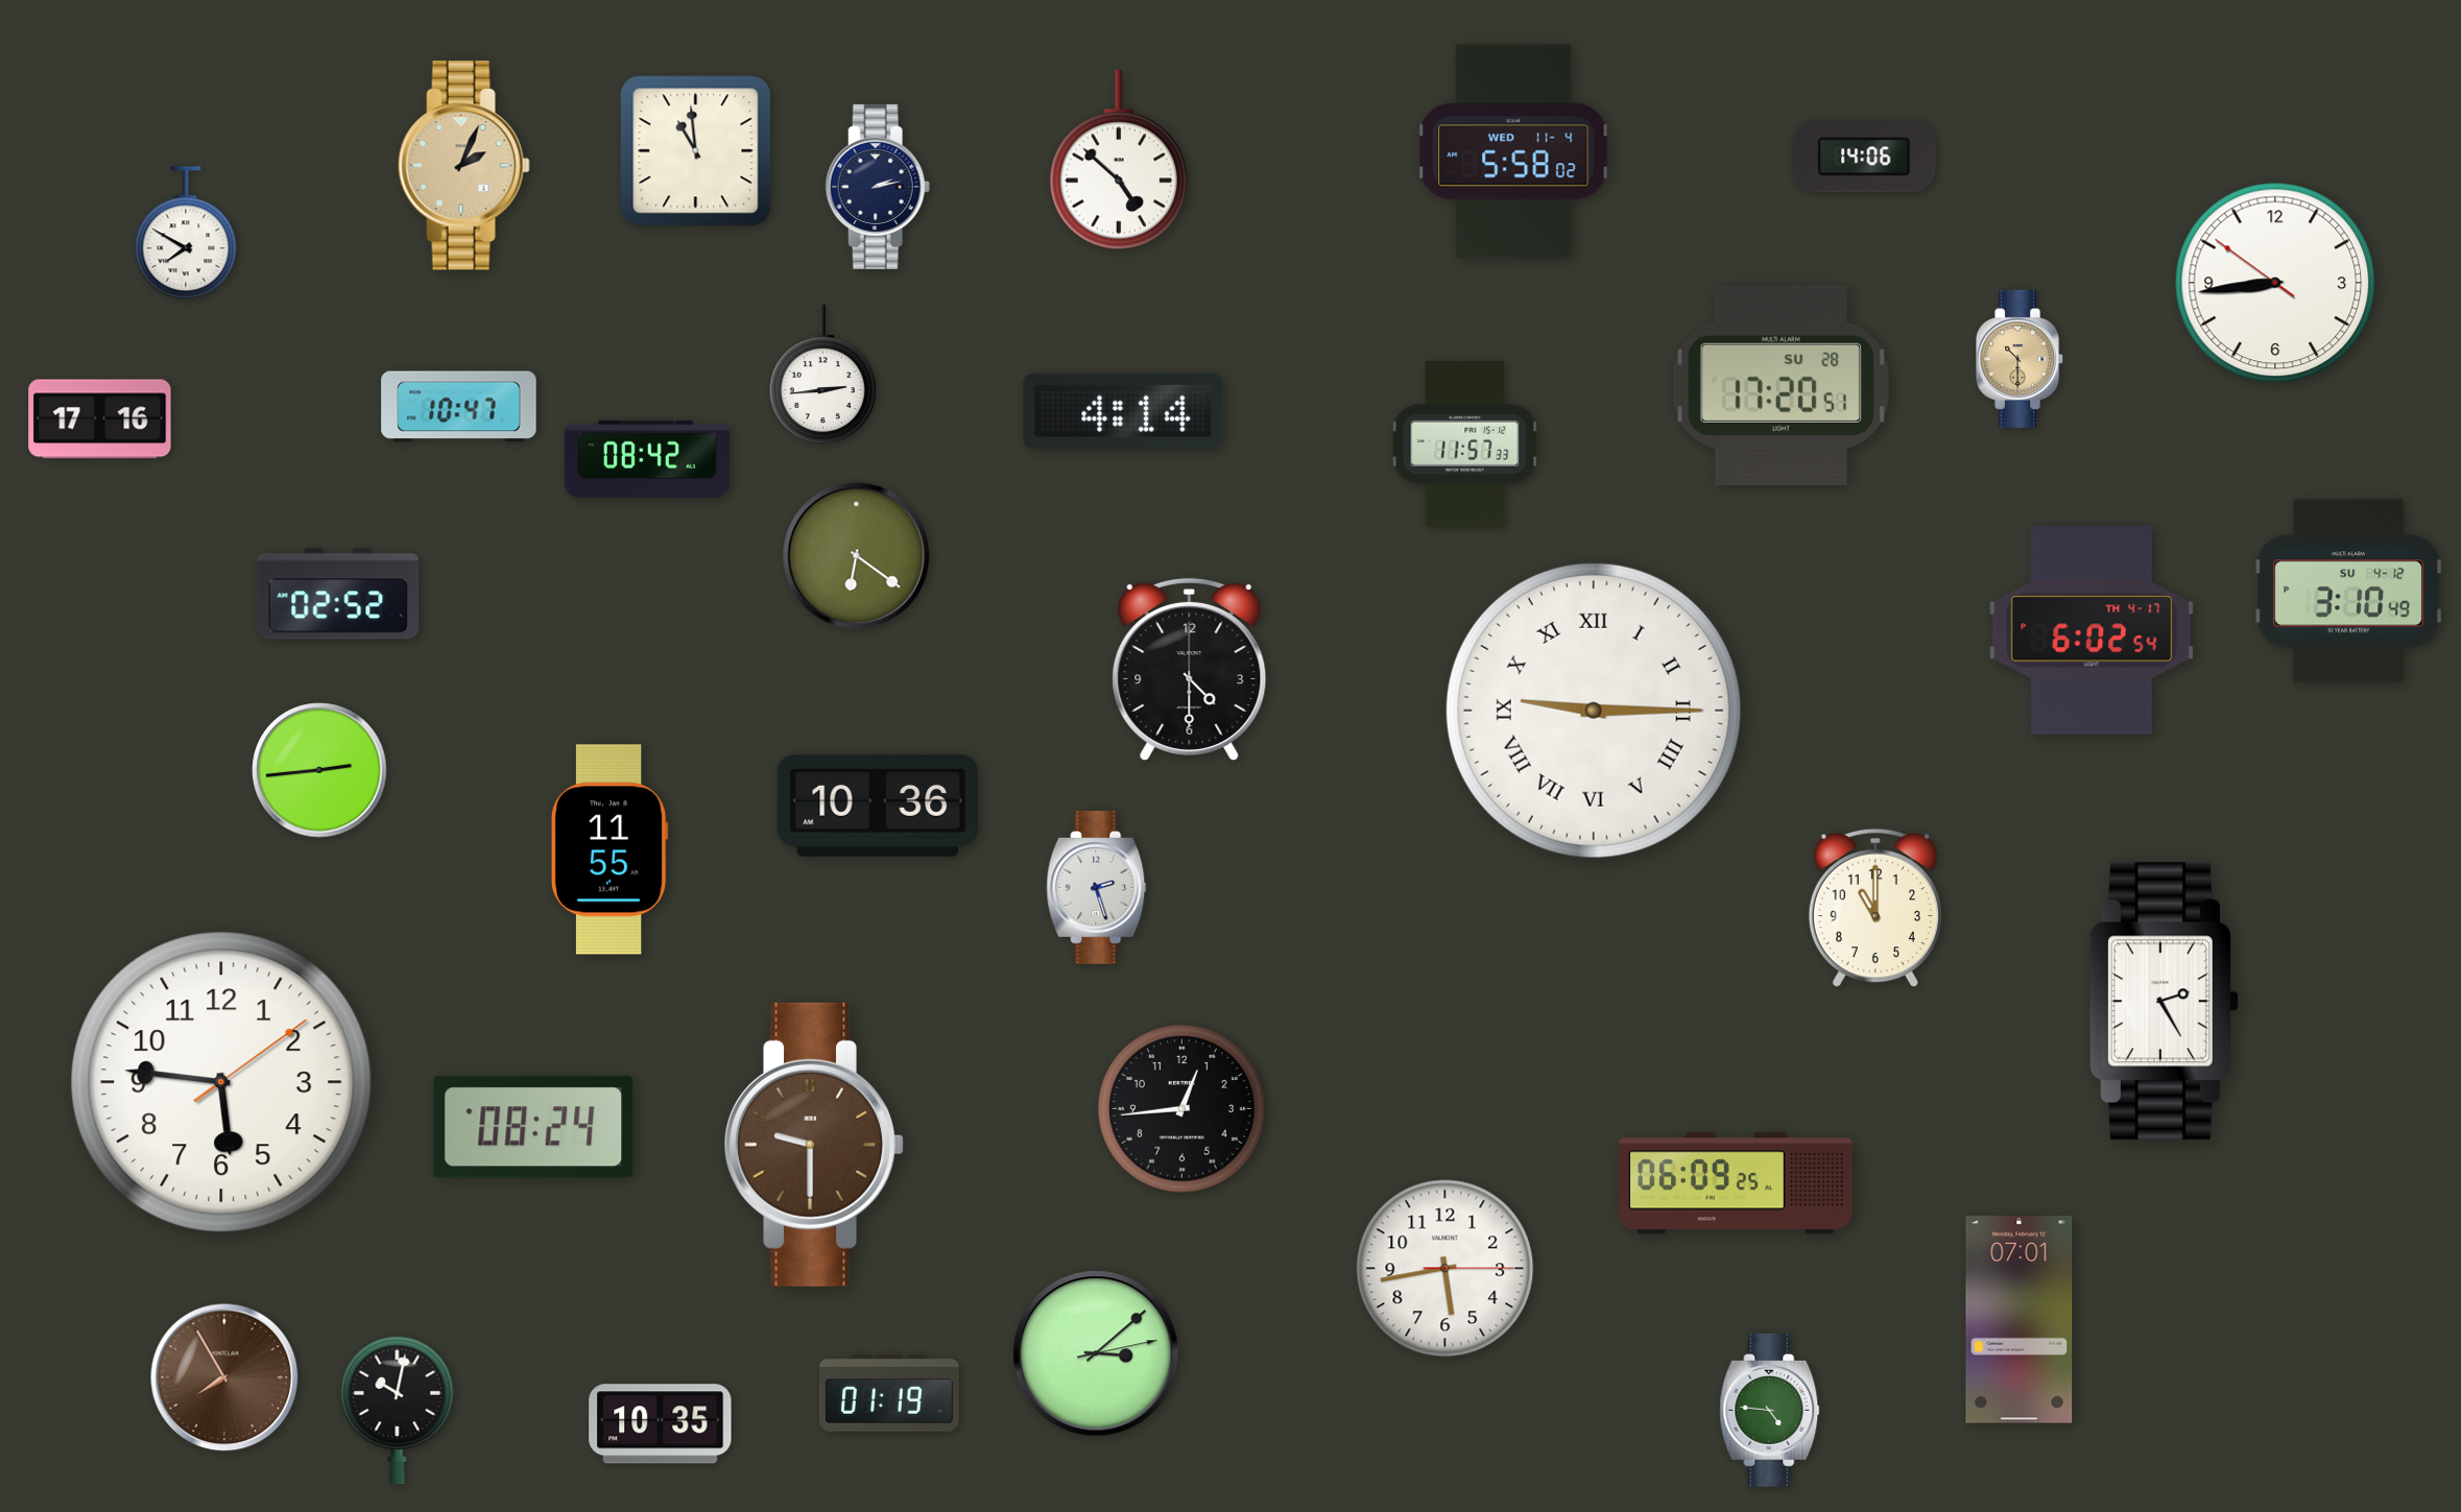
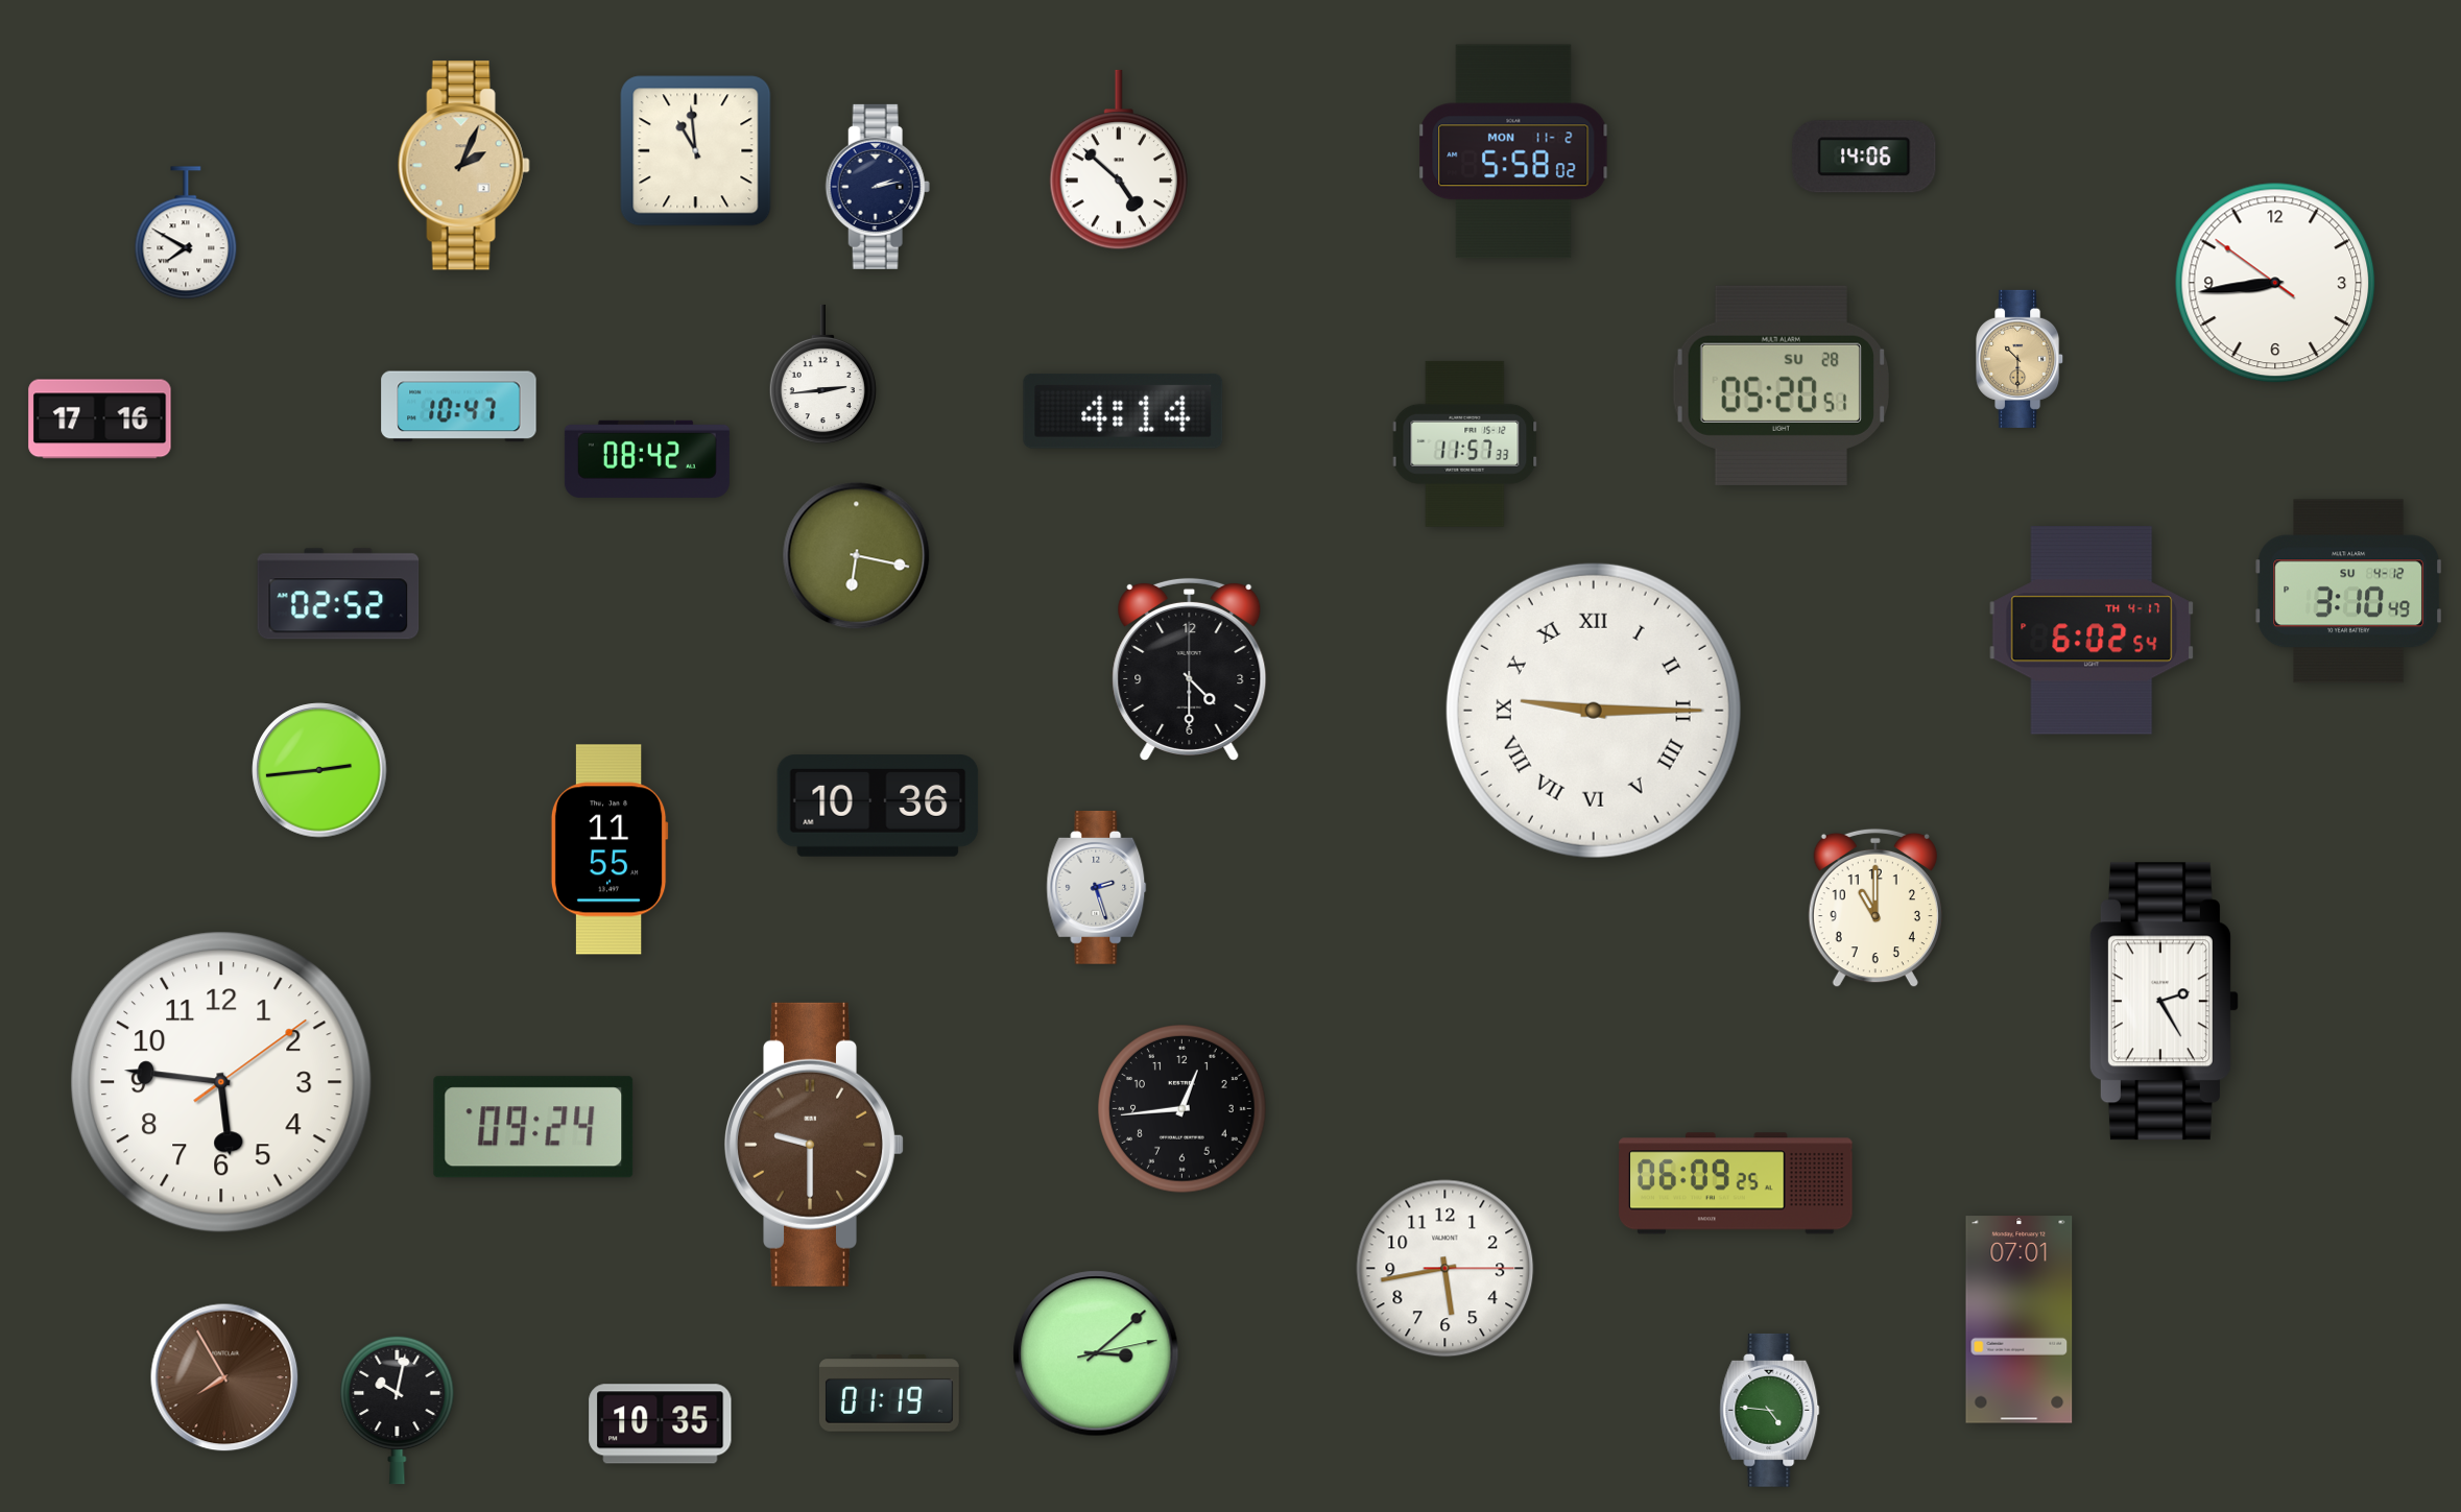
clock at (1513, 151) date: WED 11-4 -> MON 11-2
clock at (1781, 385): 17:20 -> 05:20
clock at (857, 556): 6:21 -> 6:17
clock at (533, 1127): 08:24 -> 09:24
